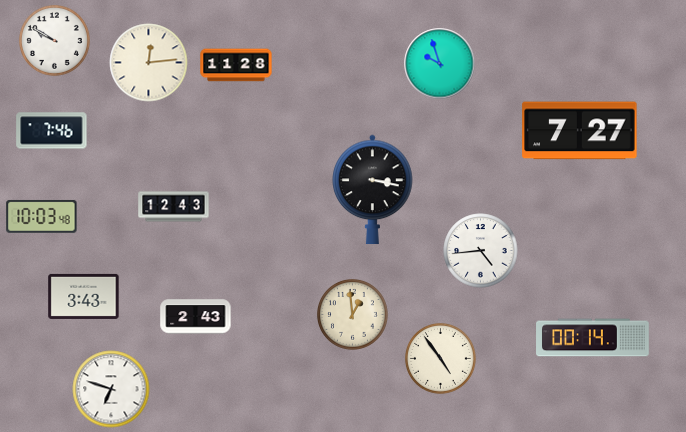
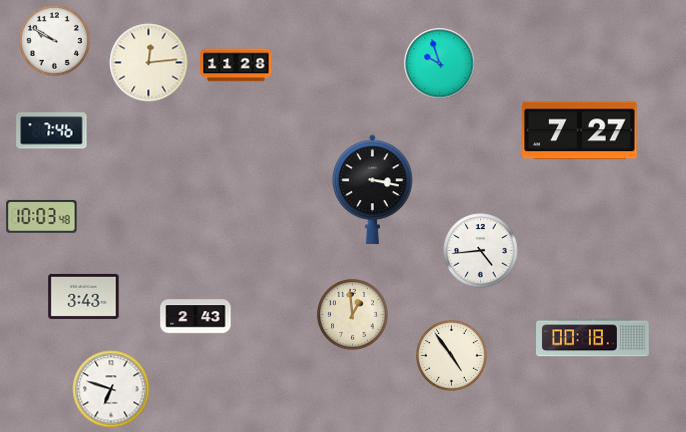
clock at (174, 207): 12:43 -> none
clock at (593, 338): 00:14 -> 00:18
clock at (441, 359) position: (441, 359) -> (452, 356)
